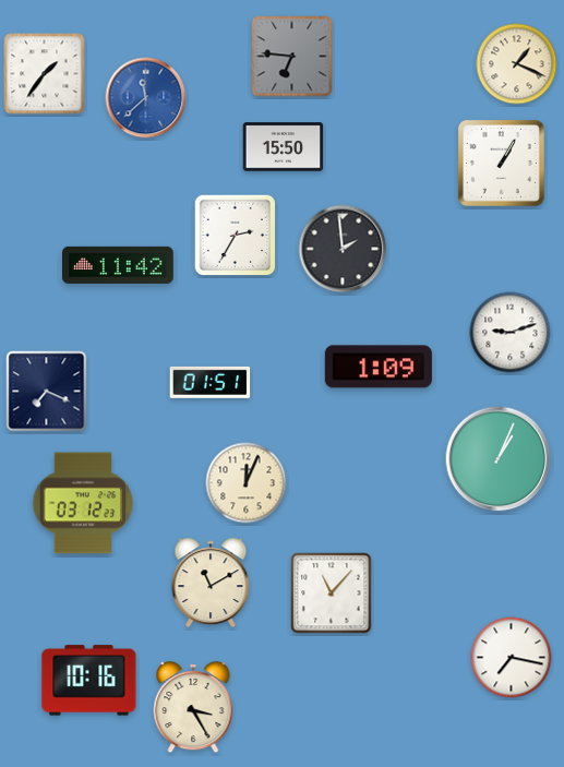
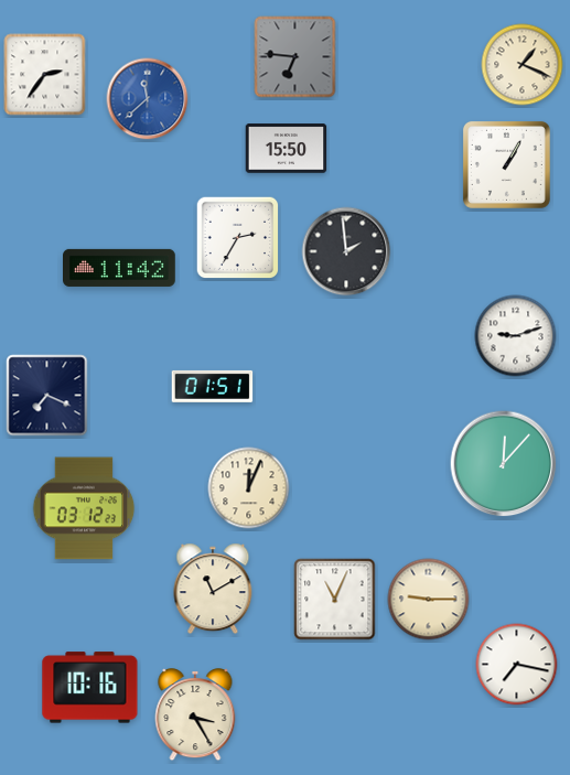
clock at (45, 74): 1:36 -> 2:36
clock at (379, 367): 1:09 -> none
clock at (499, 459): 1:04 -> 12:07
clock at (332, 594): 11:07 -> 11:04
clock at (429, 600): none -> 9:15
